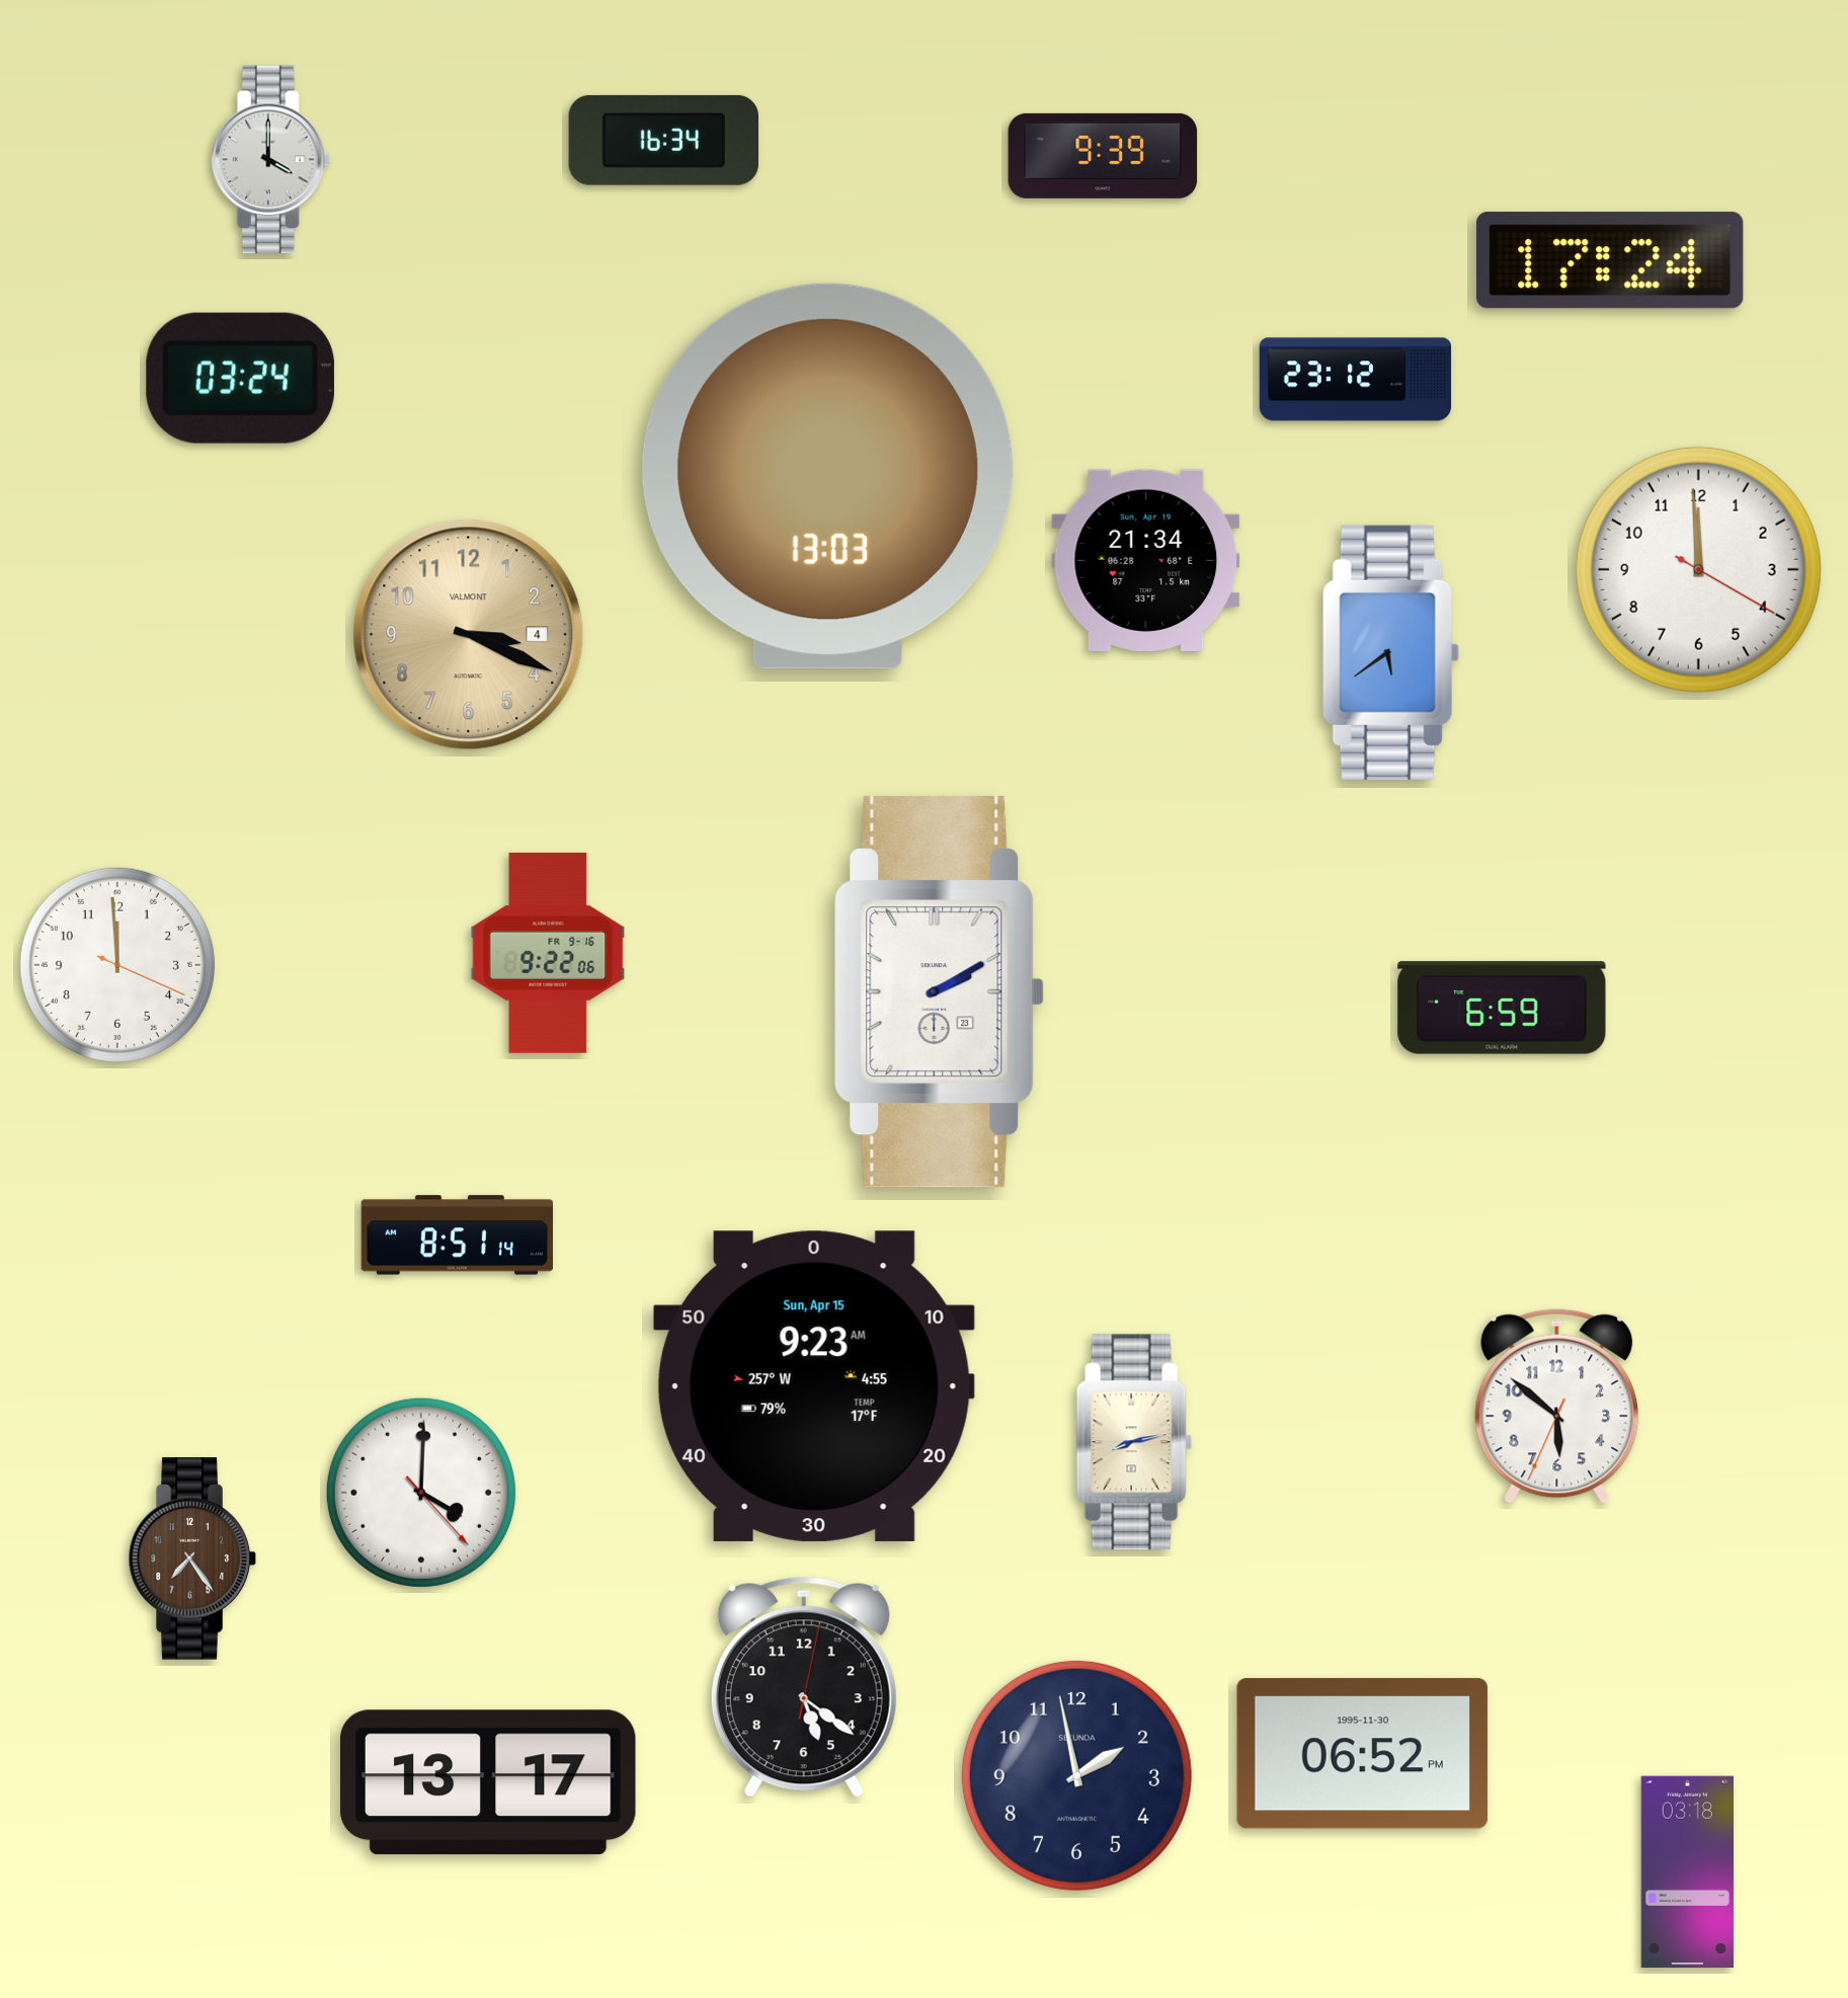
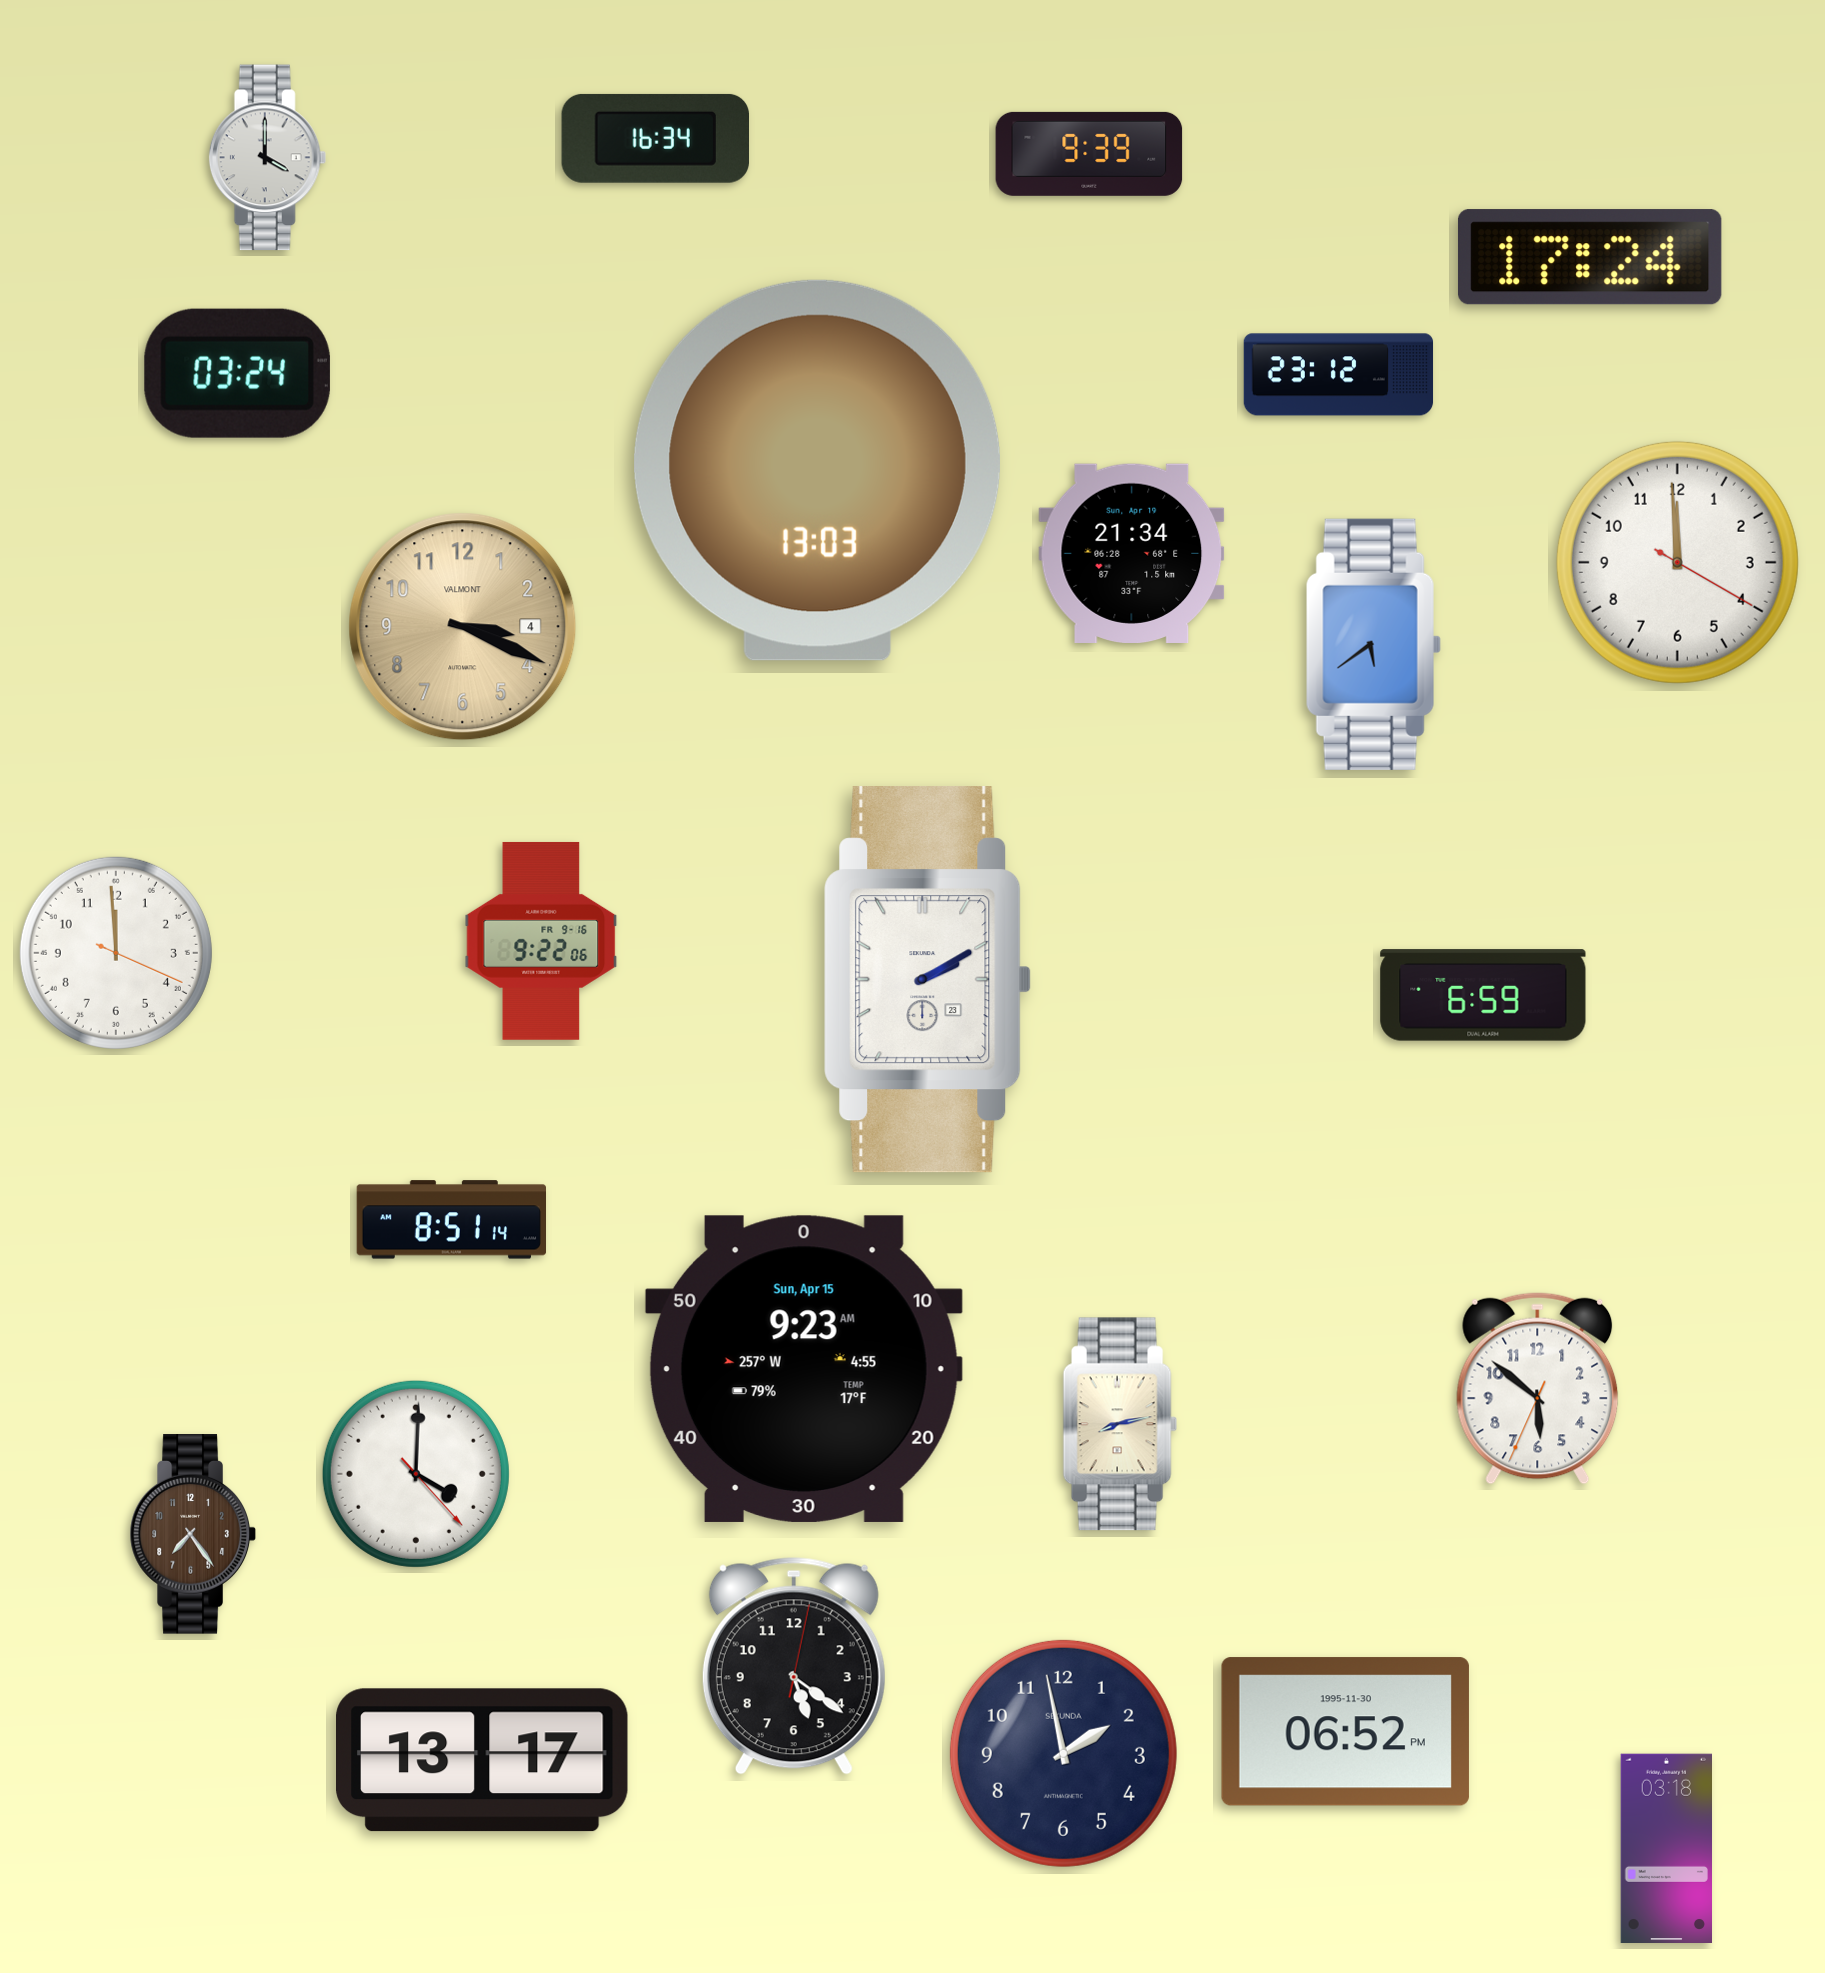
clock at (192, 1560) position: (192, 1560) -> (193, 1535)
